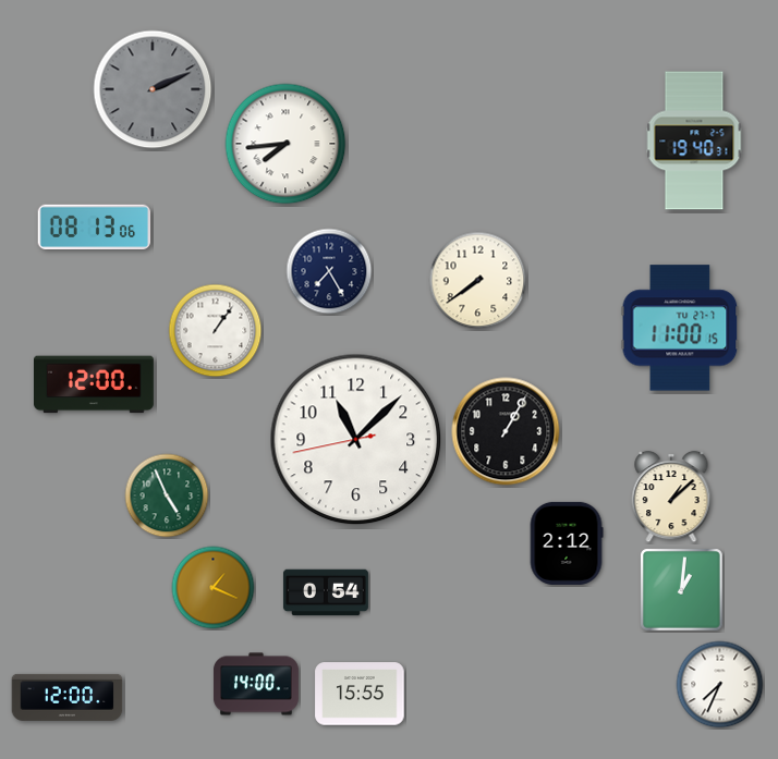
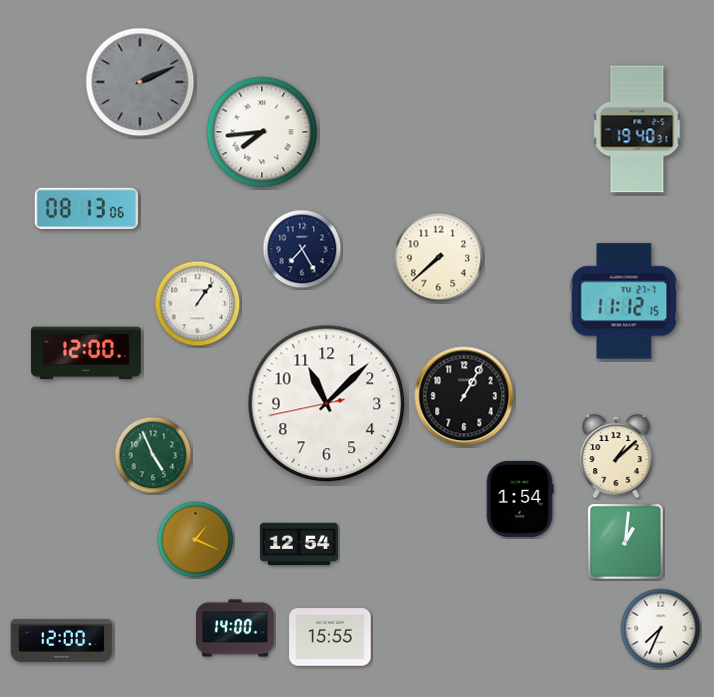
clock at (478, 281): 7:39 -> 7:38
clock at (680, 328): 11:00 -> 11:12
clock at (567, 543): 2:12 -> 1:54
clock at (326, 592): 0:54 -> 12:54
